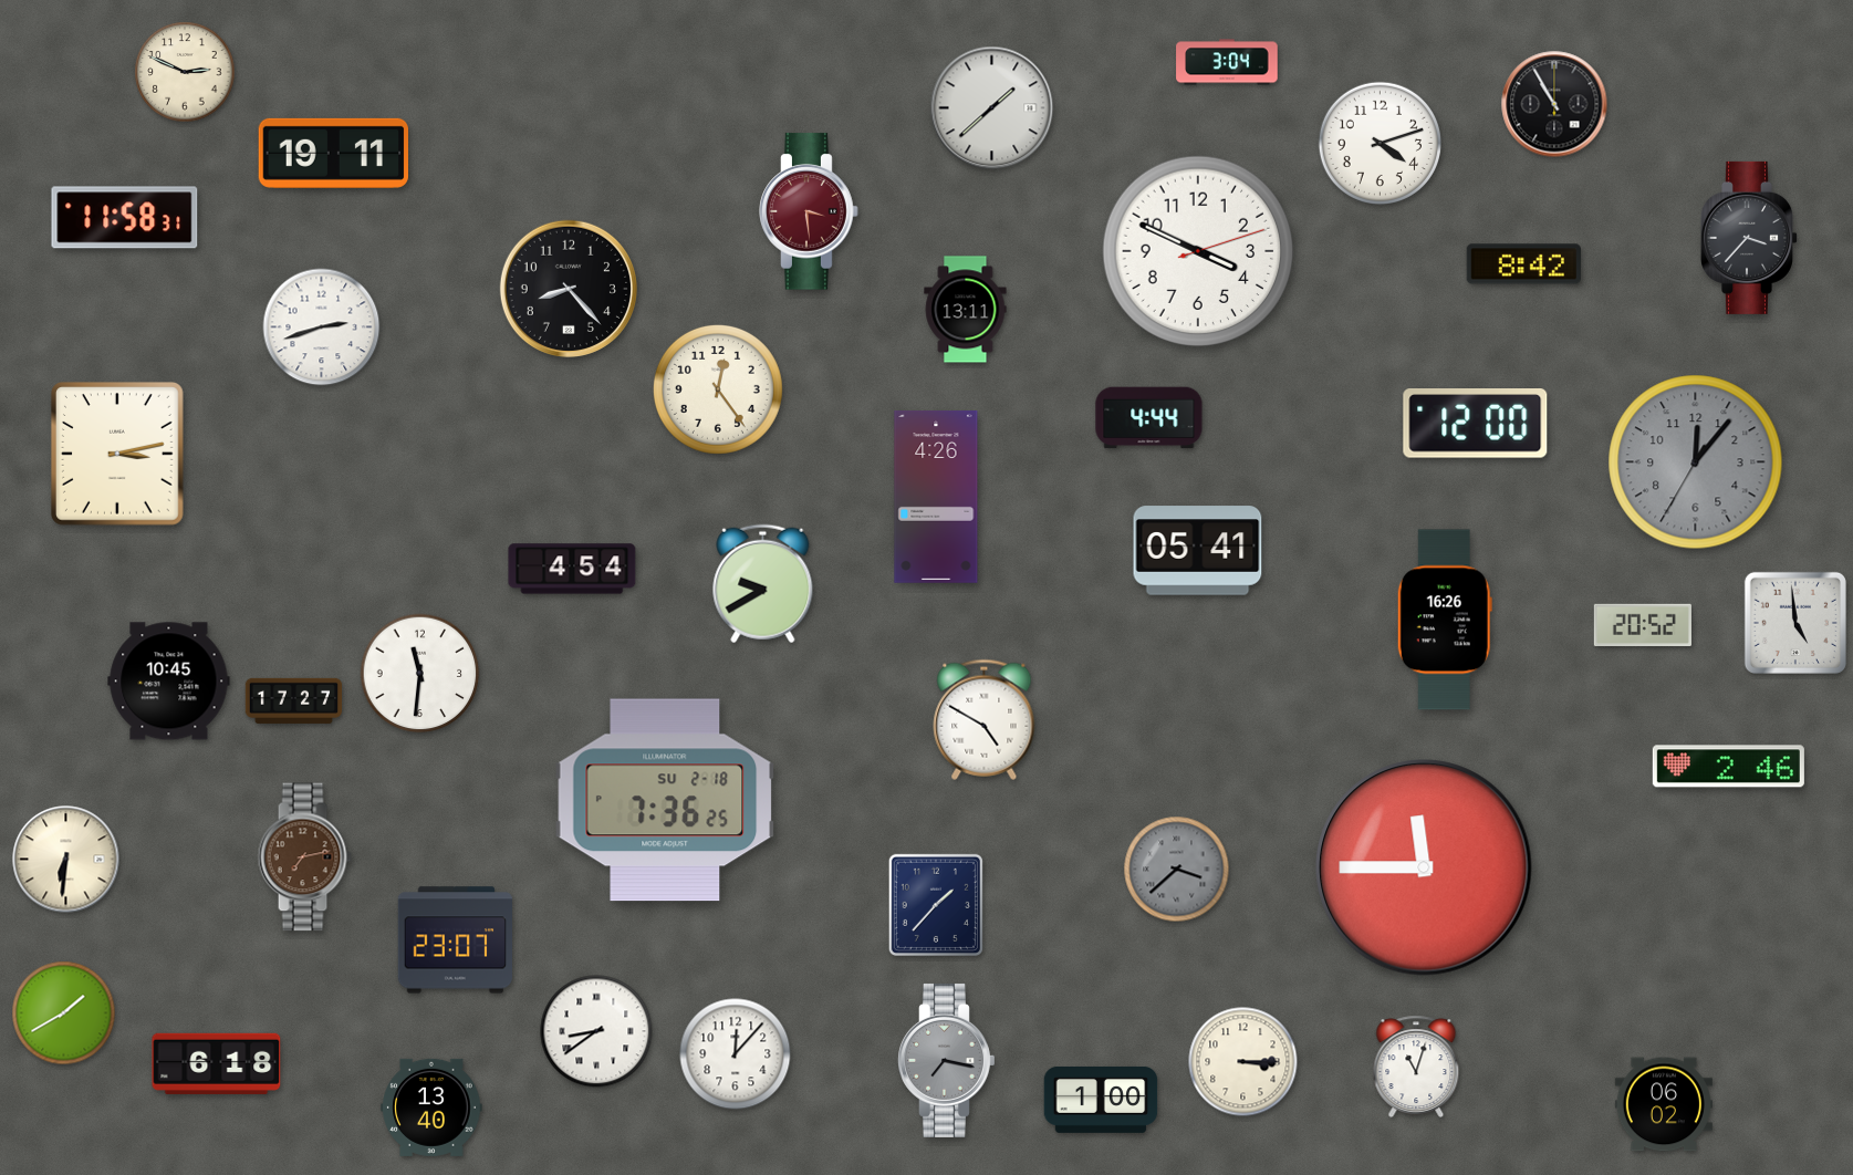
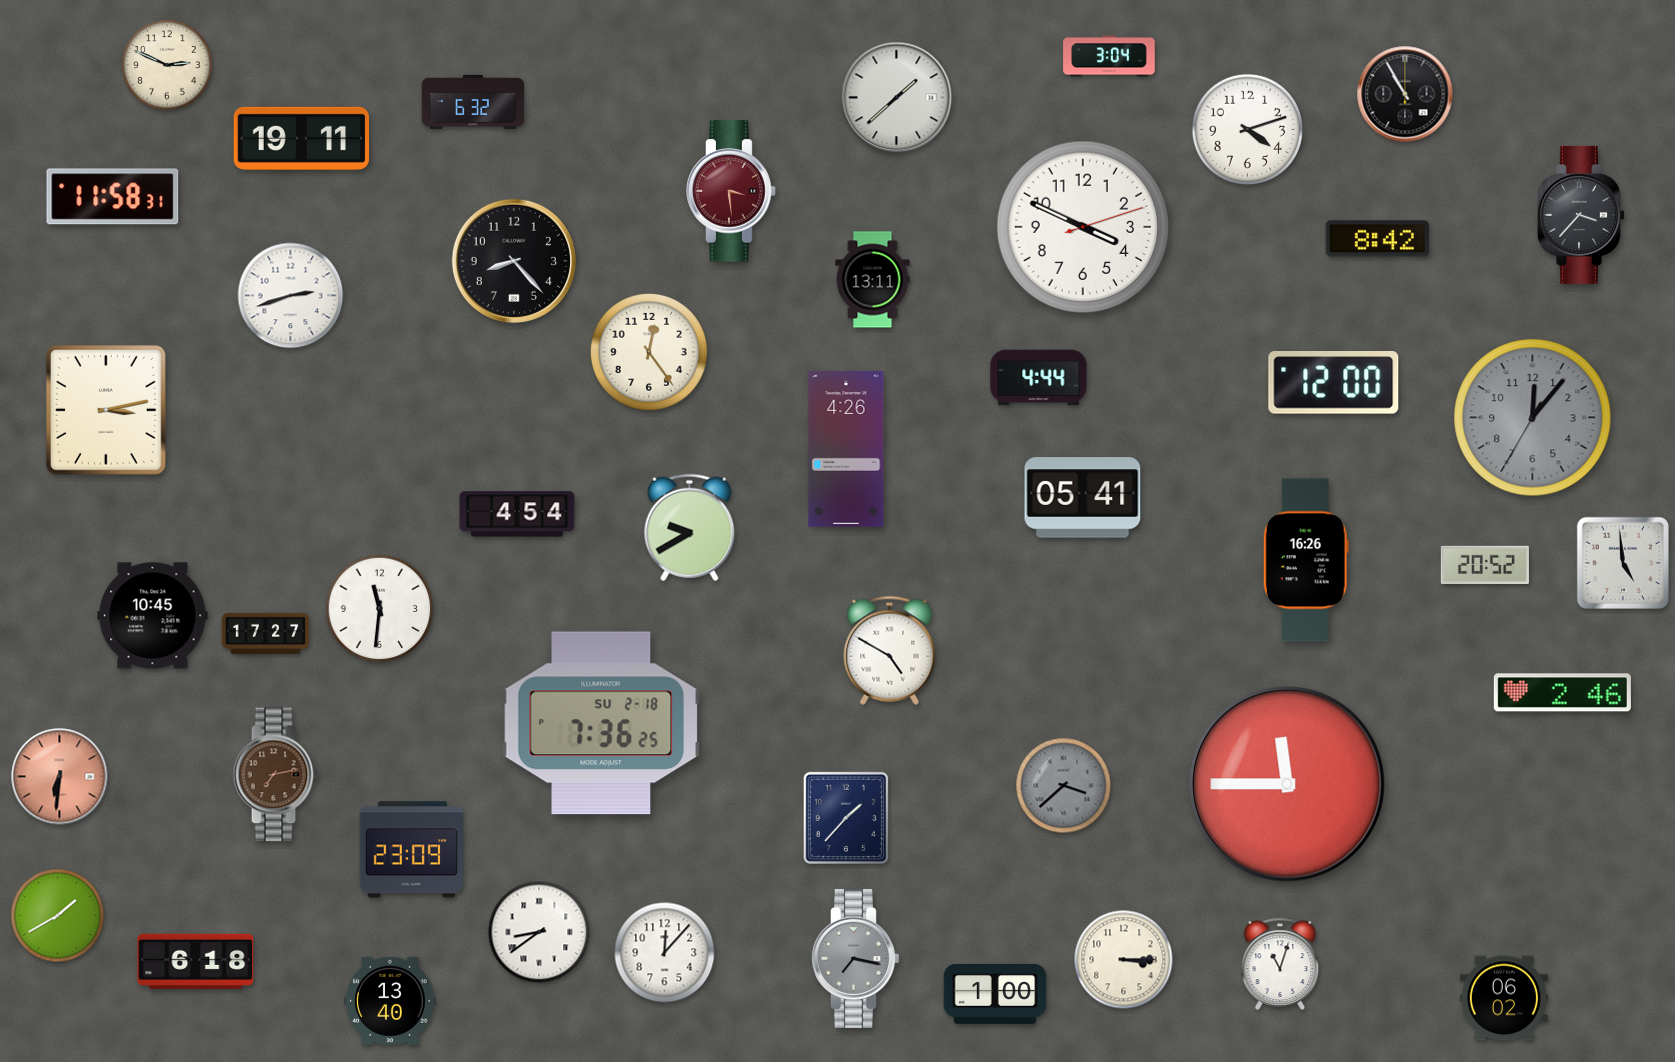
clock at (473, 102): none -> 6:32
clock at (66, 860) dial: cream -> salmon
clock at (455, 940): 23:07 -> 23:09
